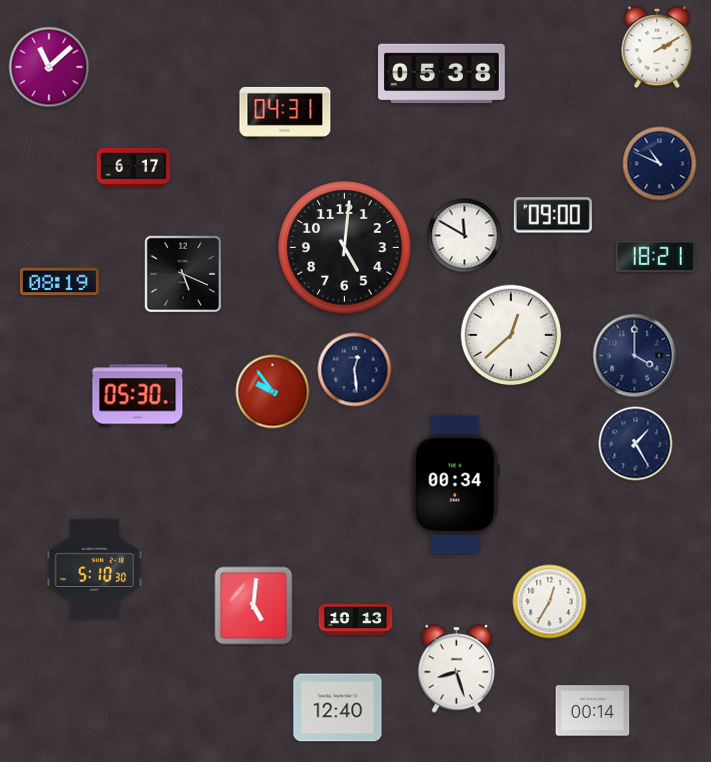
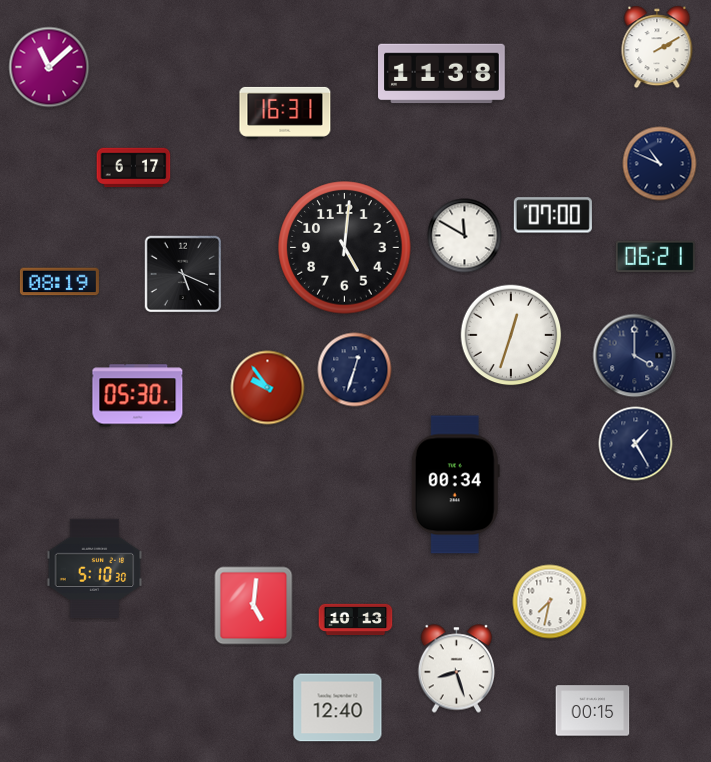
clock at (442, 74): 05:38 -> 11:38
clock at (285, 113): 04:31 -> 16:31
clock at (553, 215): 09:00 -> 07:00
clock at (655, 256): 18:21 -> 06:21
clock at (511, 335): 12:38 -> 12:33
clock at (355, 370): 12:29 -> 12:33
clock at (273, 392) position: (273, 392) -> (268, 388)
clock at (550, 602): 12:35 -> 7:32
clock at (593, 711): 00:14 -> 00:15
